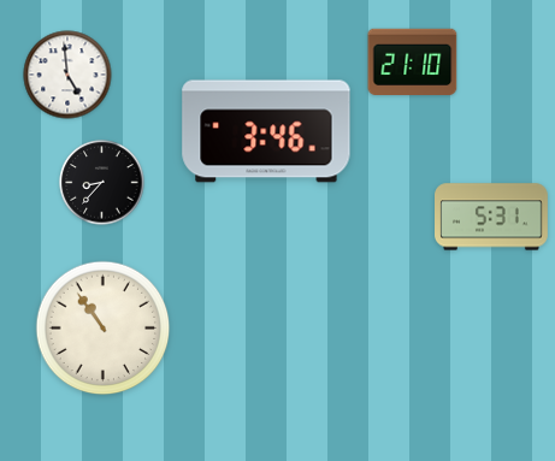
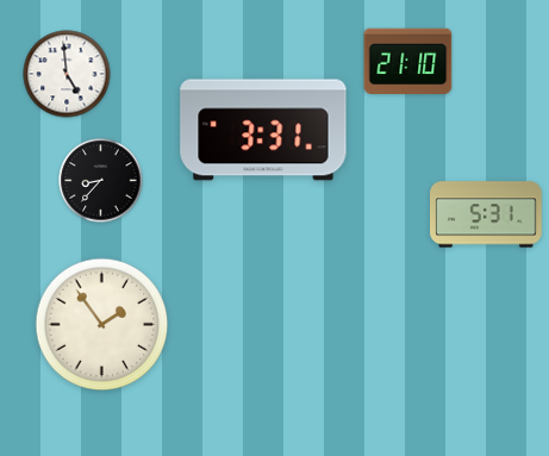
clock at (266, 131): 3:46 -> 3:31
clock at (104, 329): 10:54 -> 1:54
